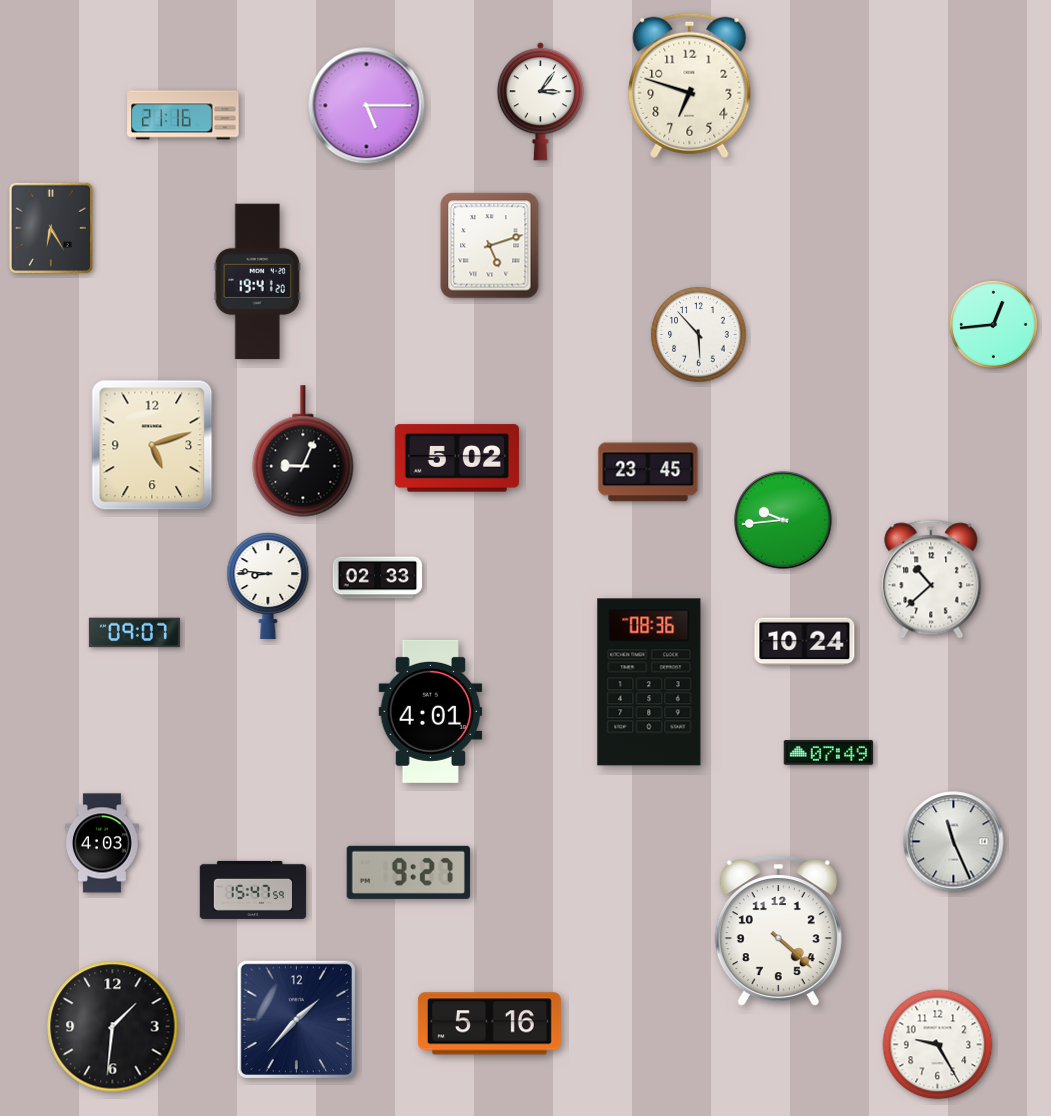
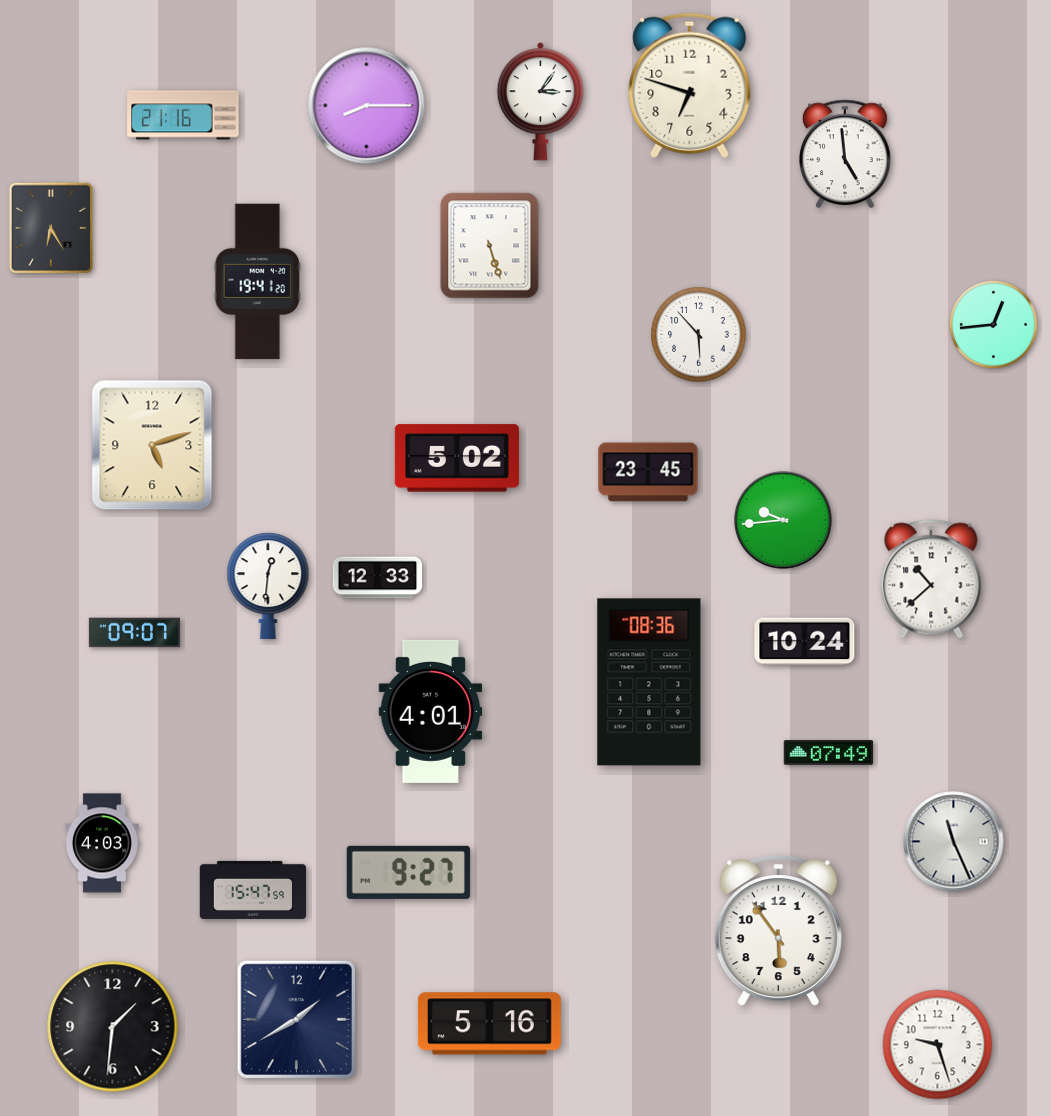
clock at (367, 106): 5:15 -> 8:15
clock at (846, 154): none -> 4:59
clock at (490, 246): 5:12 -> 5:27
clock at (303, 451): 9:04 -> none
clock at (378, 578): 02:33 -> 12:33
clock at (268, 586): 8:46 -> 12:31
clock at (778, 931): 4:22 -> 5:54
clock at (296, 1019): 1:37 -> 1:40
clock at (938, 1045): 9:25 -> 9:27
